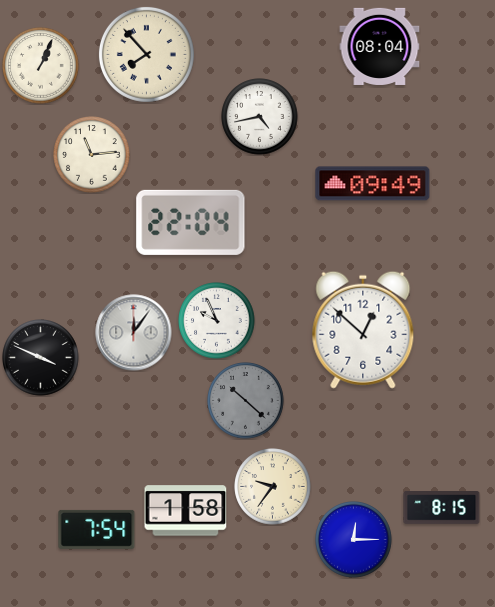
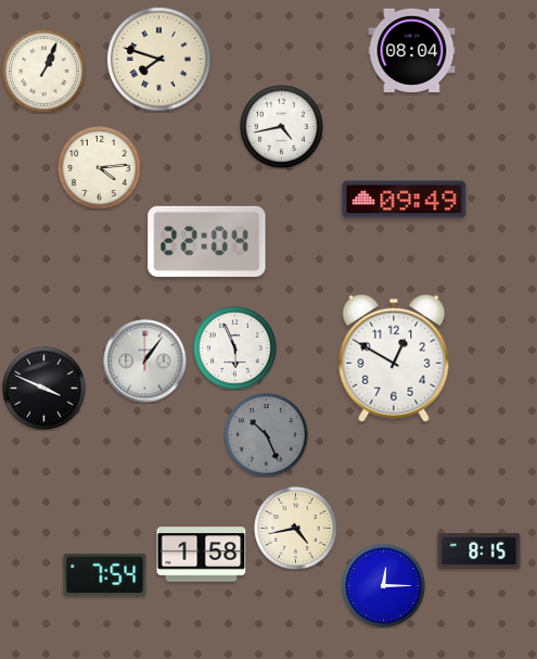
clock at (146, 54): 7:53 -> 7:48
clock at (92, 155): 11:14 -> 4:14
clock at (217, 321): 9:56 -> 5:56
clock at (363, 330): 12:52 -> 12:50
clock at (134, 333): 12:06 -> 1:06
clock at (246, 401): 10:22 -> 10:26
clock at (273, 487): 9:36 -> 4:43
